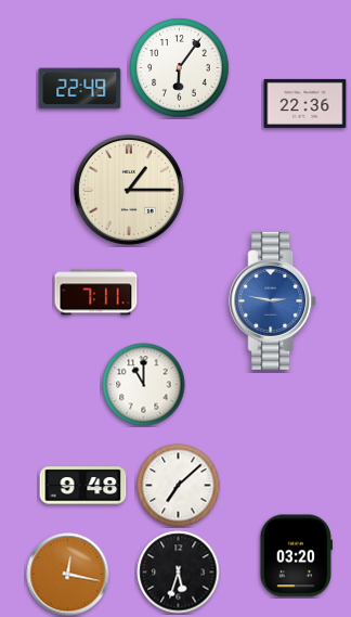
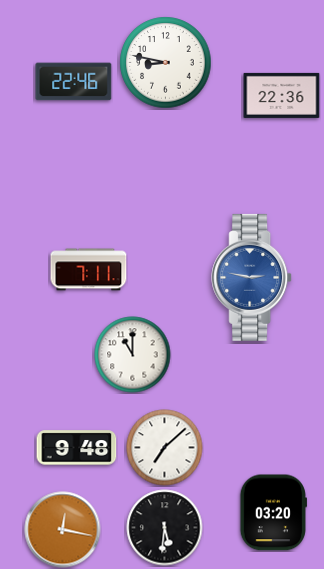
clock at (180, 68): 6:06 -> 8:47
clock at (80, 89): 22:49 -> 22:46
clock at (129, 190): 1:15 -> none
clock at (179, 573): 5:33 -> 5:31
